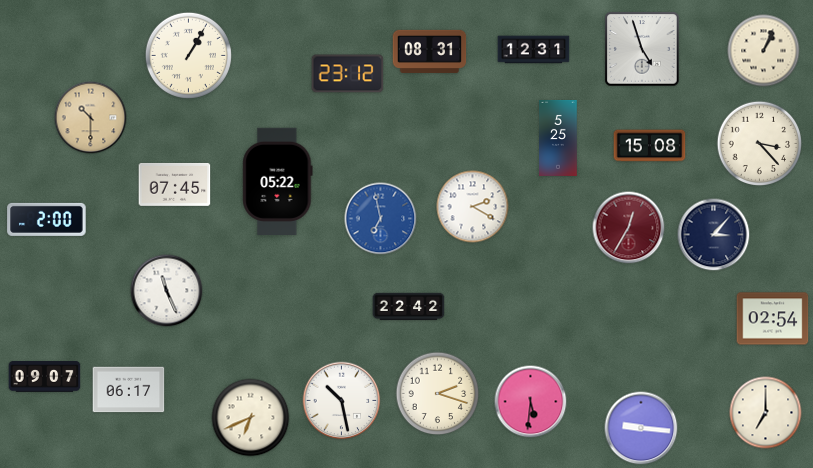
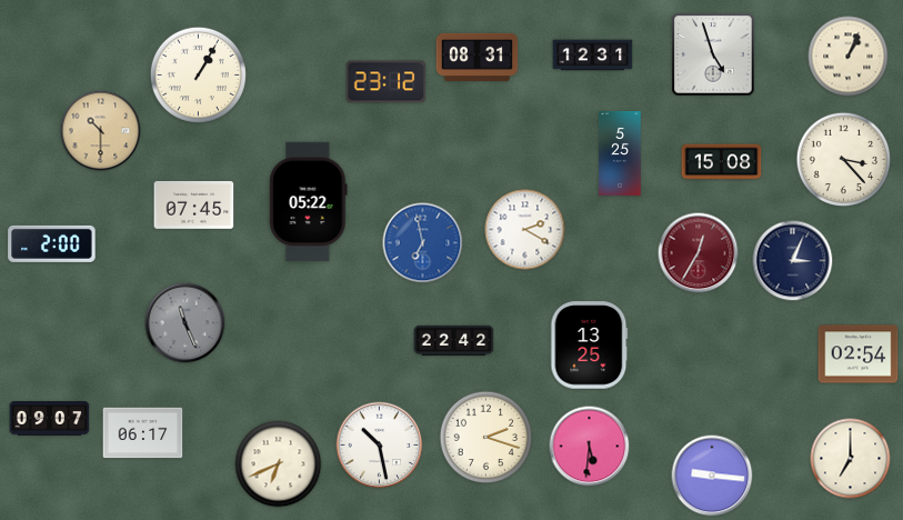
clock at (188, 55) position: (188, 55) -> (198, 74)
clock at (714, 235): 3:07 -> 3:04
clock at (167, 291) dial: white -> grey
clock at (590, 346): none -> 13:25
